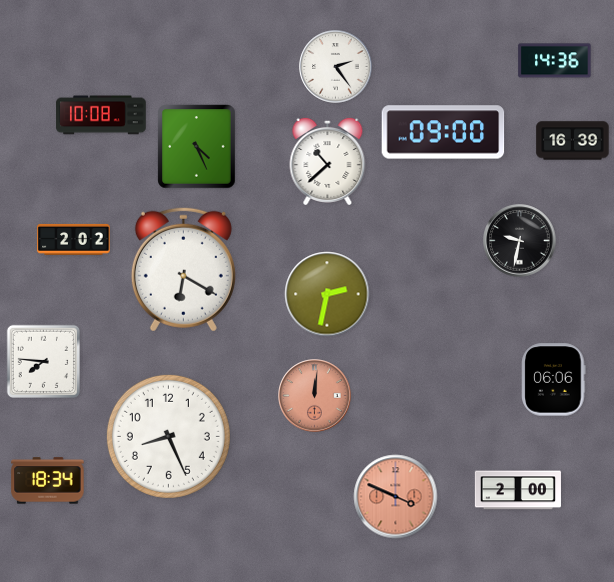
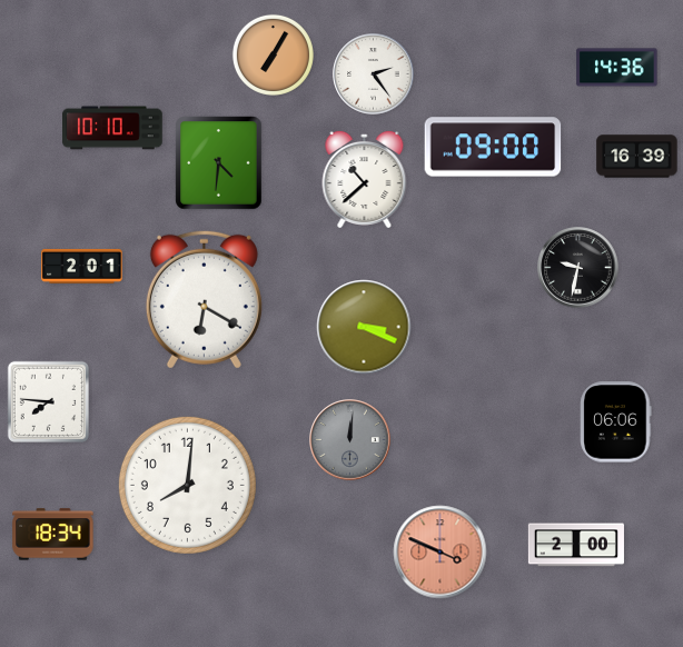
clock at (273, 54): none -> 7:05
clock at (101, 115): 10:08 -> 10:10
clock at (197, 147): 4:26 -> 4:31
clock at (74, 239): 2:02 -> 2:01
clock at (327, 294): 2:32 -> 3:19
clock at (315, 396) dial: salmon -> grey
clock at (168, 436): 8:26 -> 8:01
